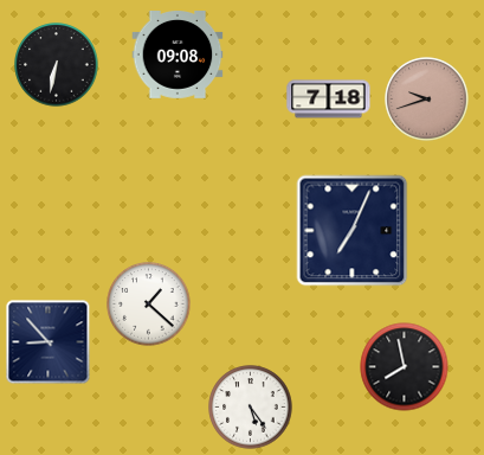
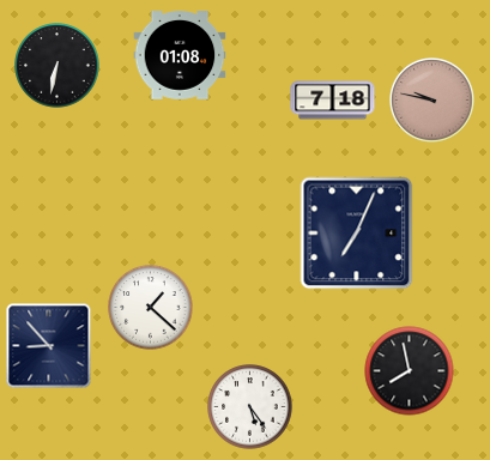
clock at (178, 56): 09:08 -> 01:08
clock at (427, 100): 9:42 -> 9:47
clock at (251, 408) position: (251, 408) -> (250, 407)
